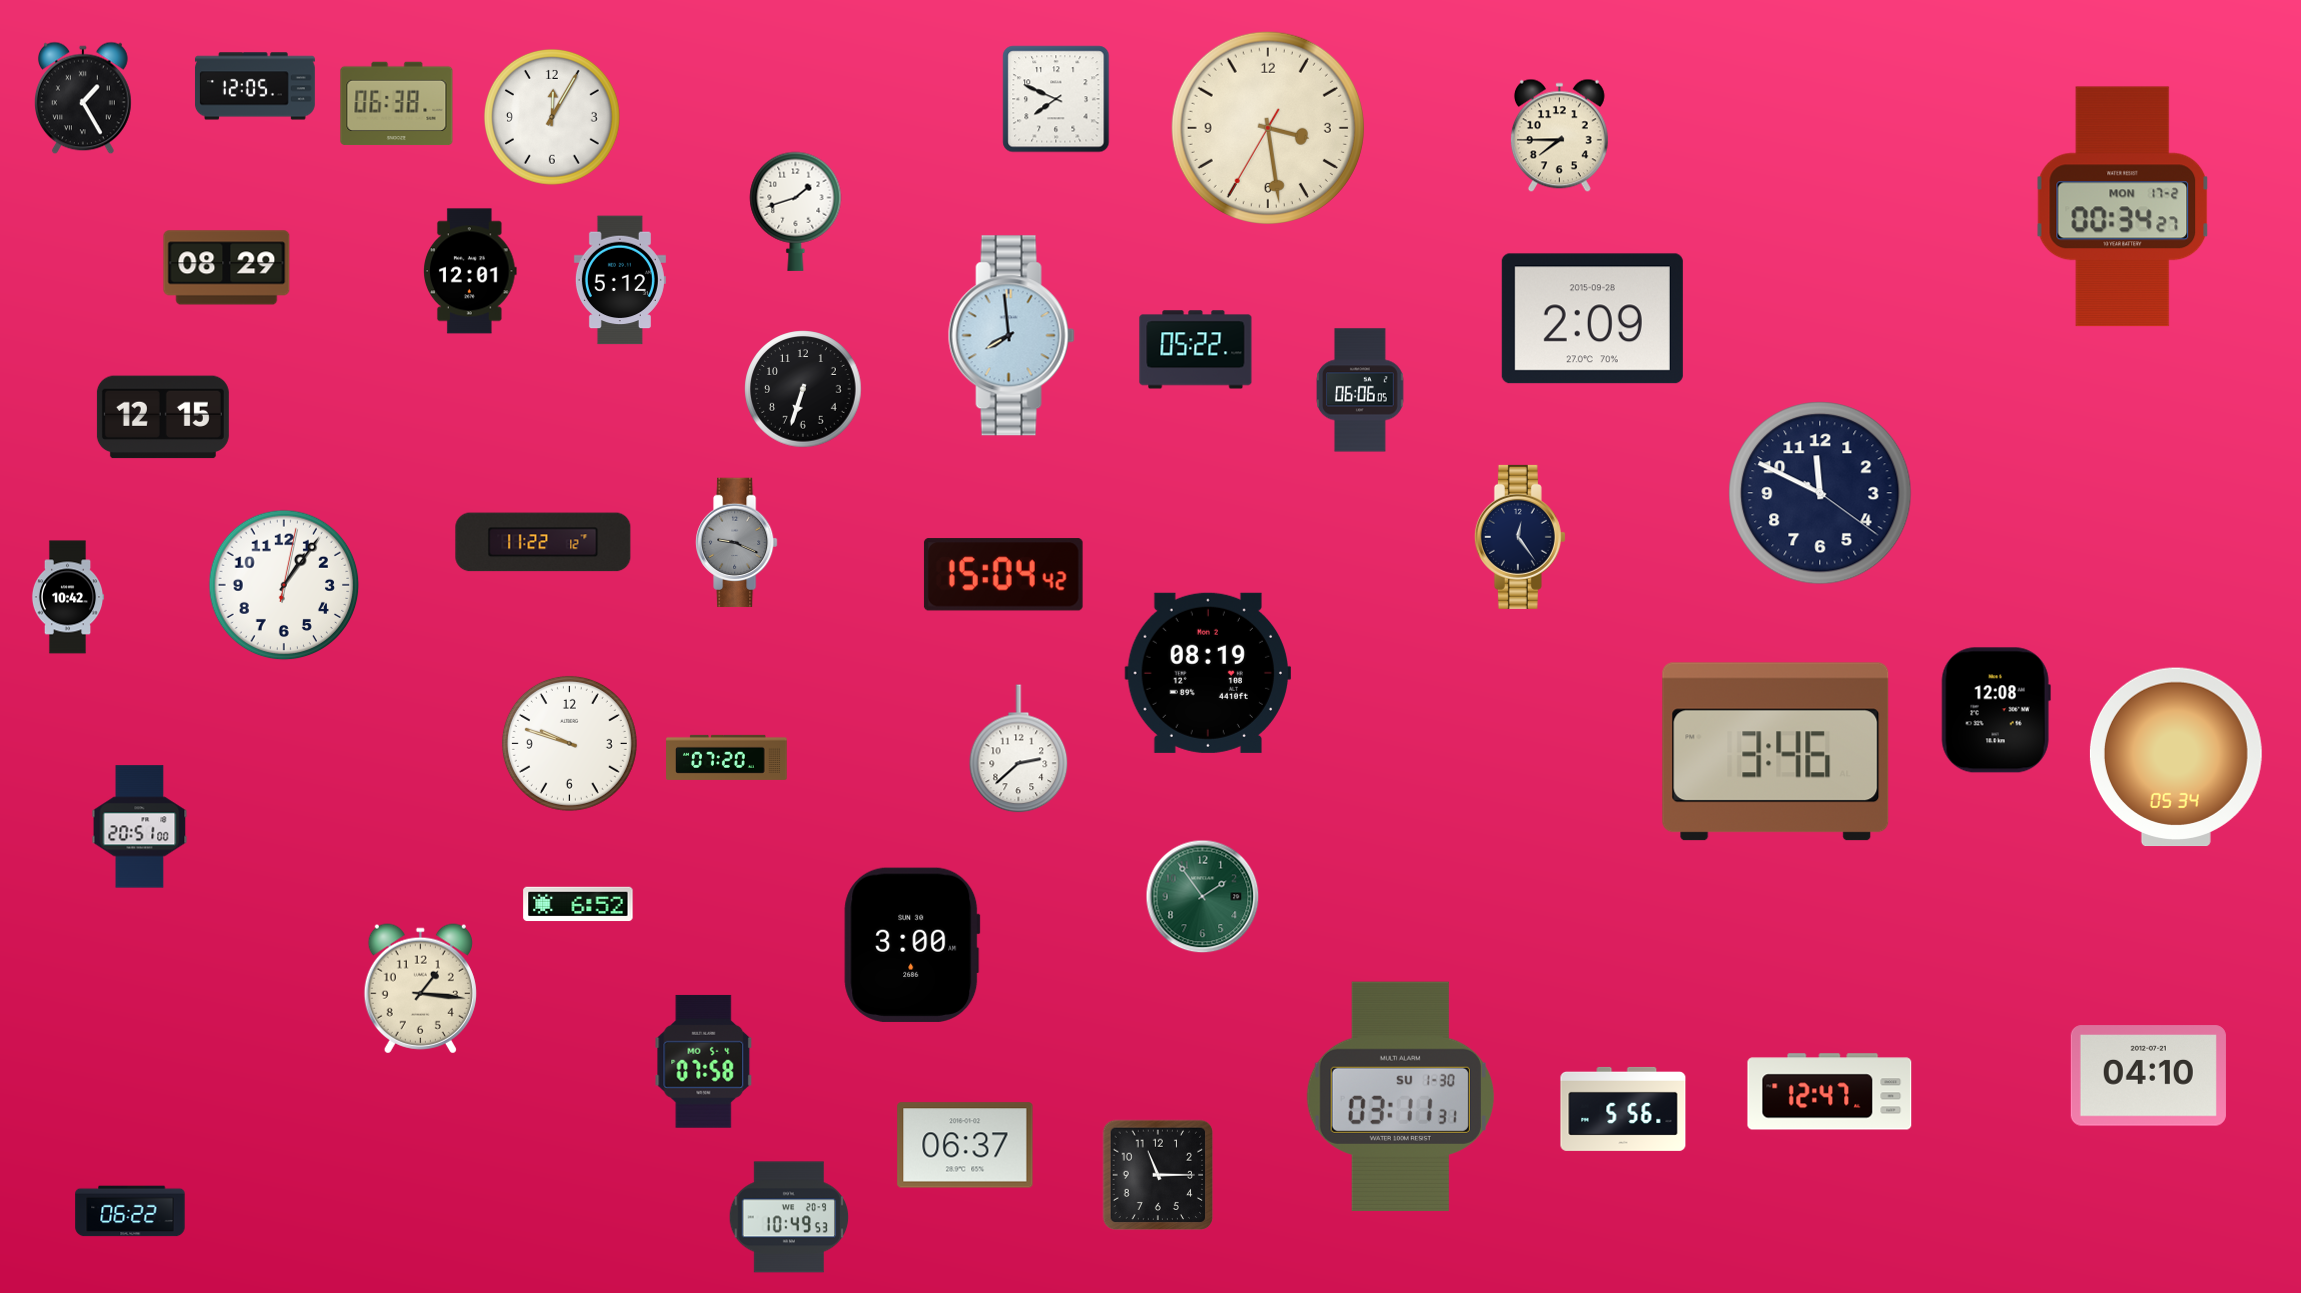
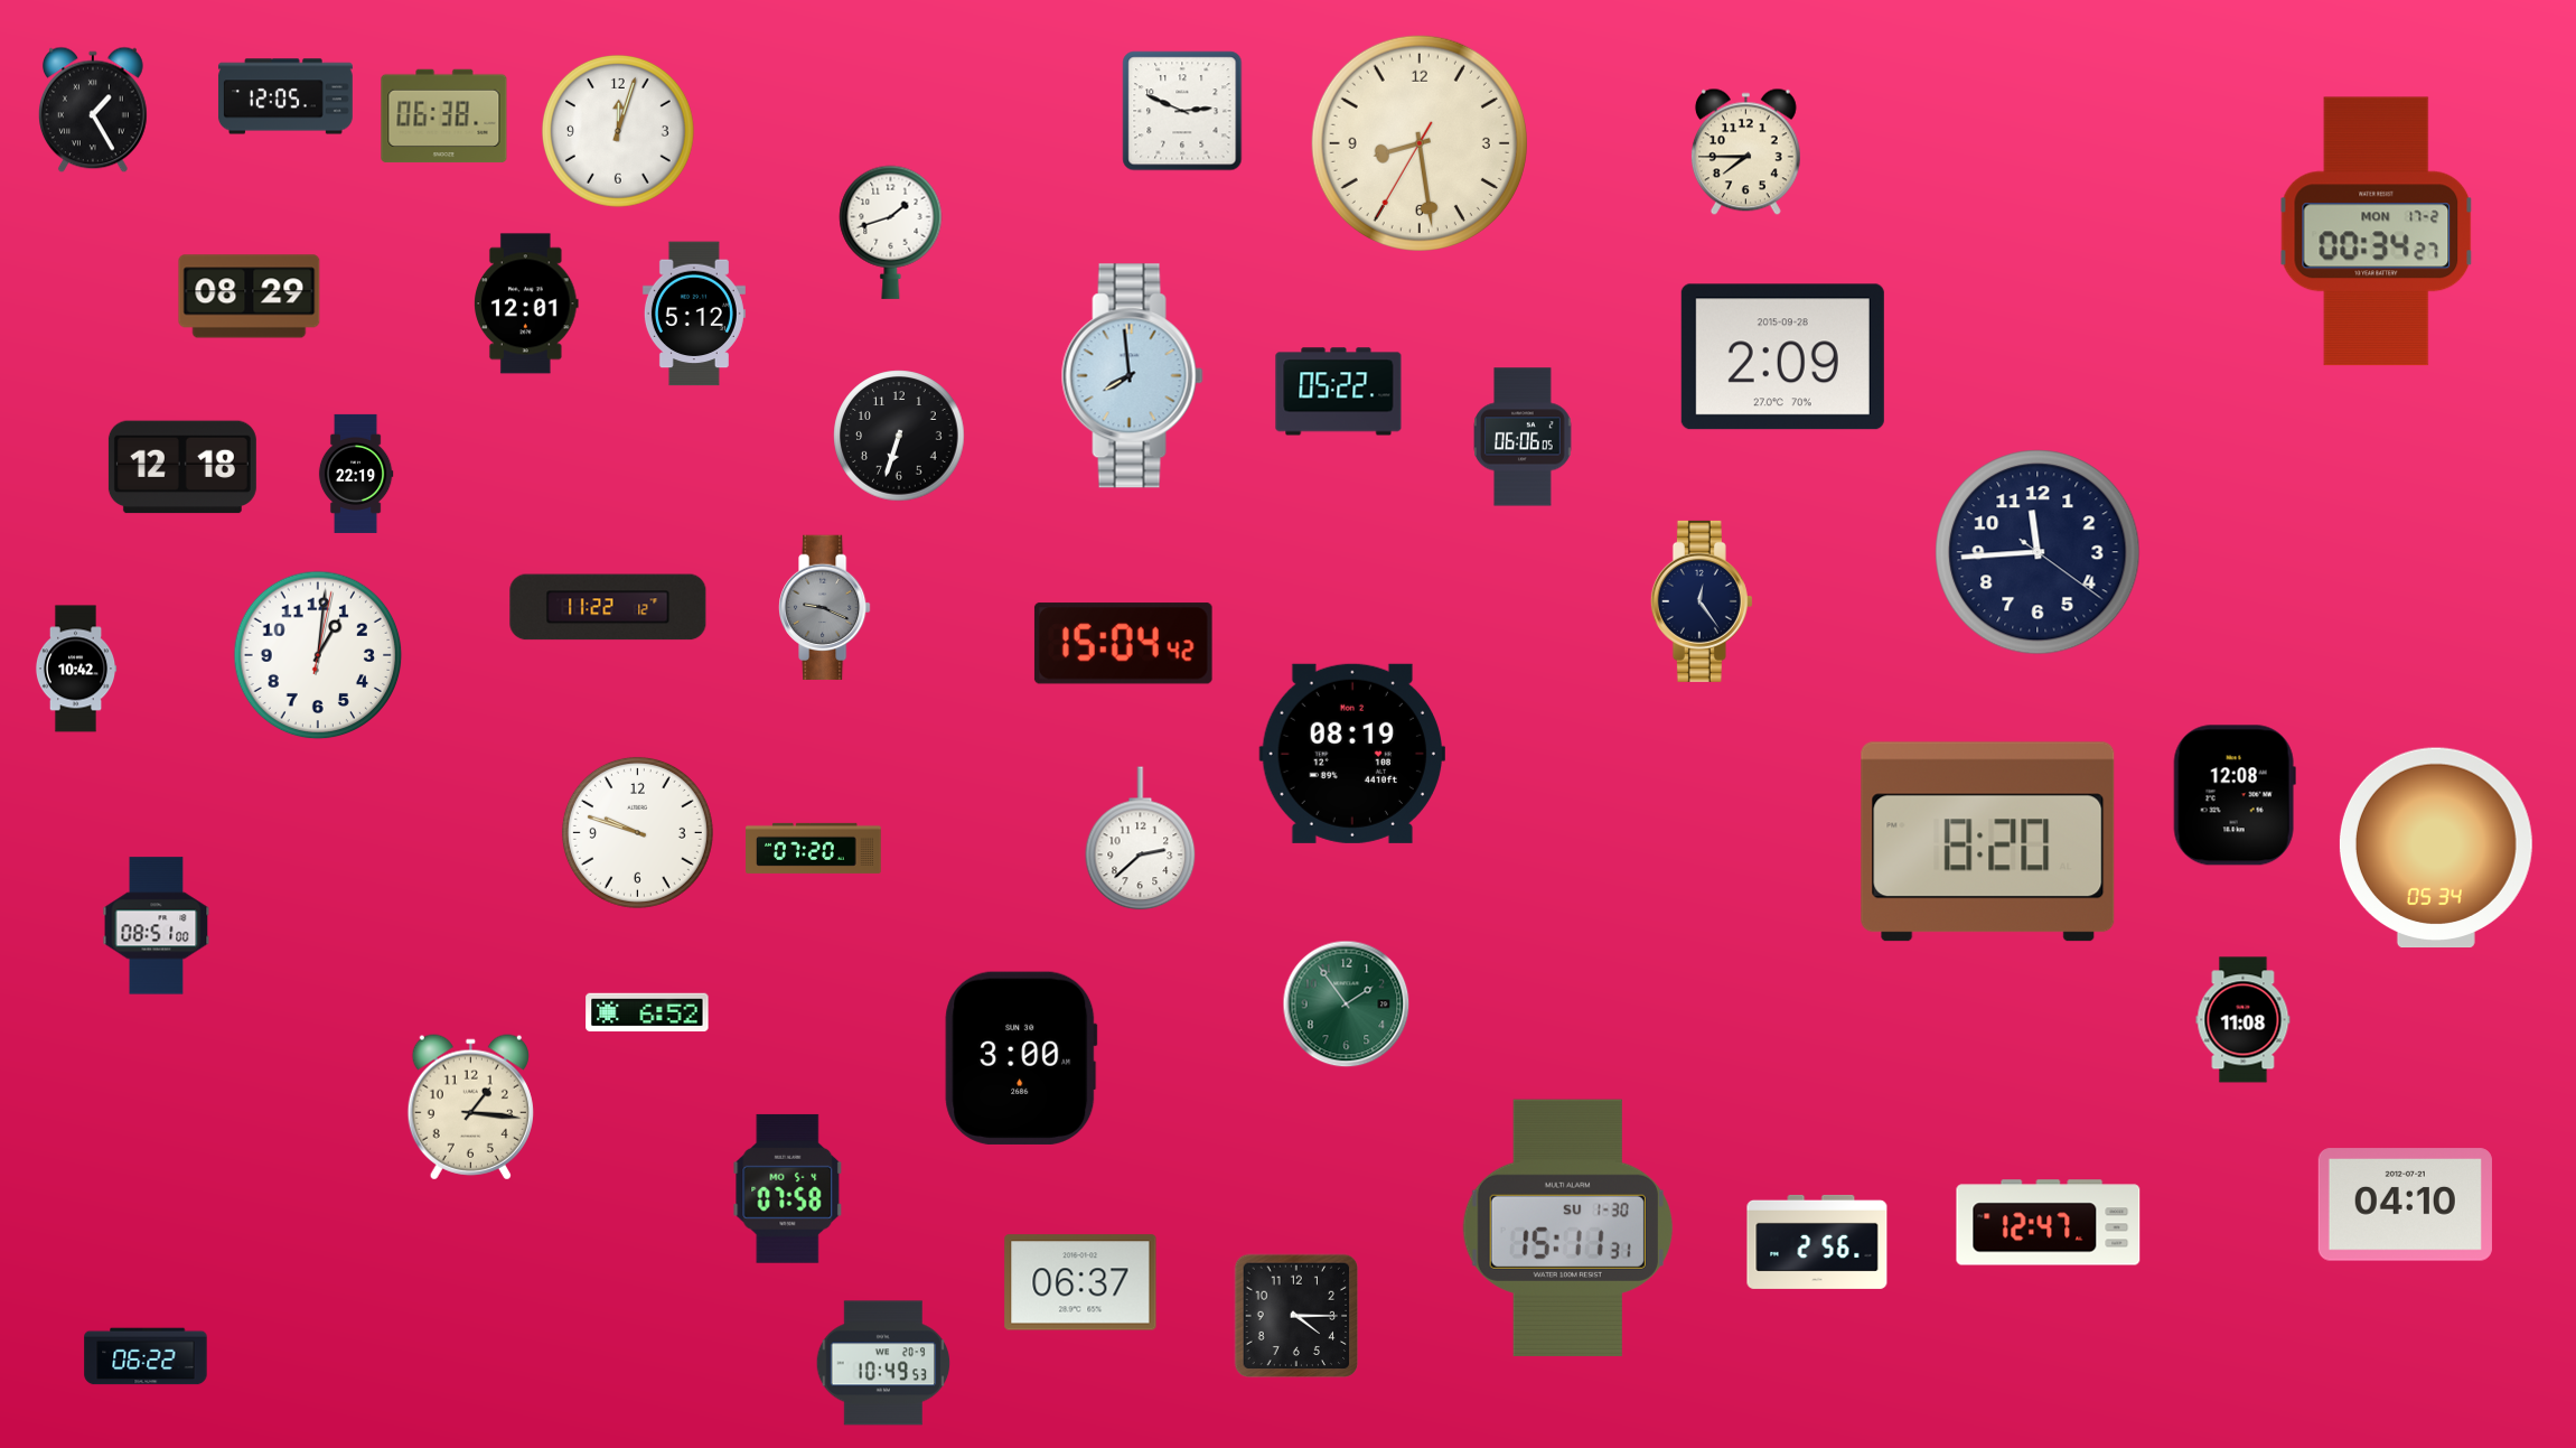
clock at (1056, 99): 7:49 -> 2:49
clock at (552, 117): 12:05 -> 12:03
clock at (1268, 128): 3:28 -> 8:28
clock at (796, 211) position: (796, 211) -> (891, 232)
clock at (227, 268) position: (227, 268) -> (250, 297)
clock at (163, 417): 12:15 -> 12:18
clock at (356, 474): none -> 22:19
clock at (1820, 493): 11:49 -> 11:44
clock at (284, 585): 1:06 -> 1:01
clock at (1776, 752): 3:46 -> 8:20
clock at (140, 827): 20:51 -> 08:51
clock at (2244, 1020): none -> 11:08
clock at (1400, 1096): 03:11 -> 15:11
clock at (1623, 1109): 5:56 -> 2:56
clock at (1158, 1175): 11:15 -> 4:15
